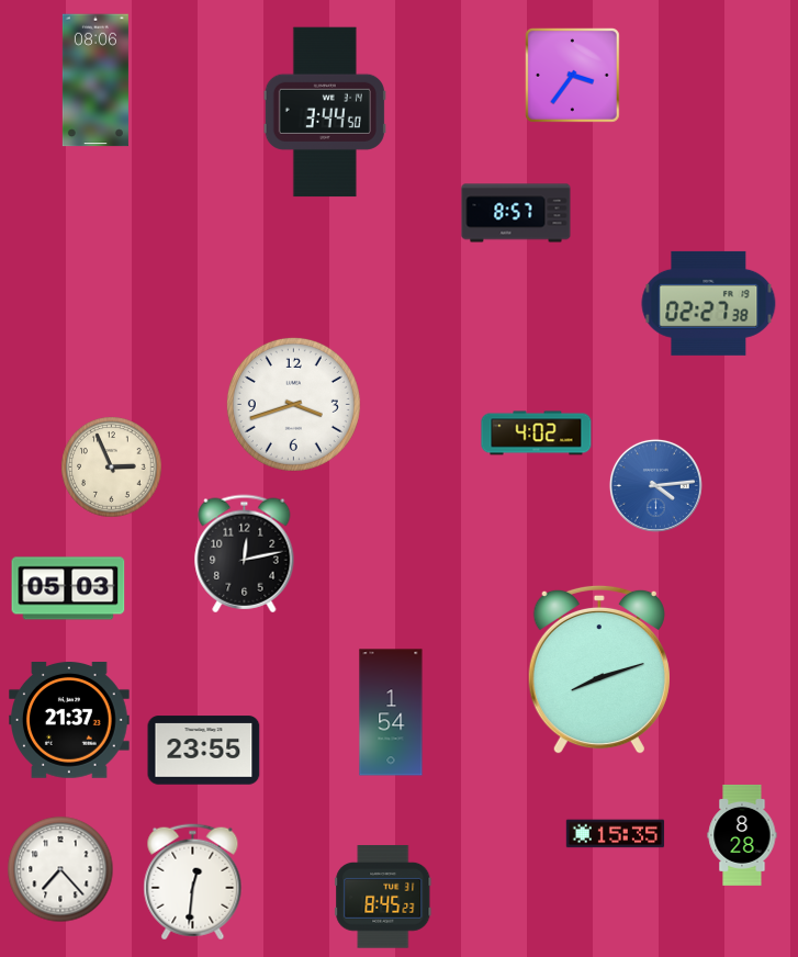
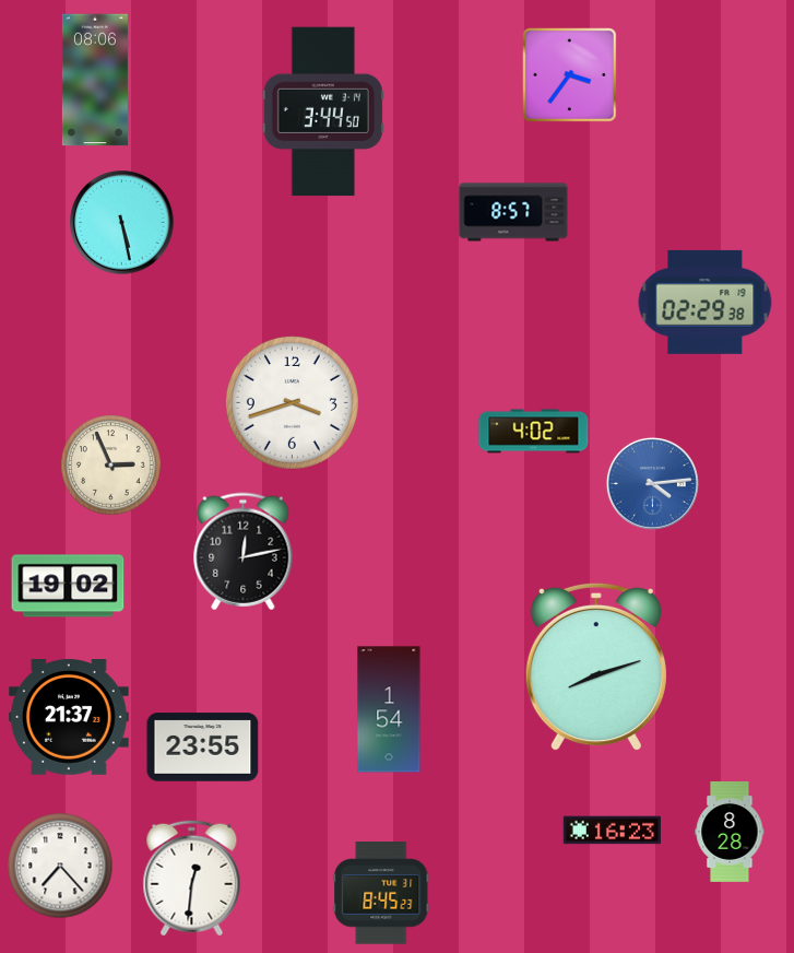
clock at (122, 223): none -> 5:28
clock at (709, 303): 02:27 -> 02:29
clock at (68, 588): 05:03 -> 19:02
clock at (616, 834): 15:35 -> 16:23
clock at (742, 835) position: (742, 835) -> (730, 832)
